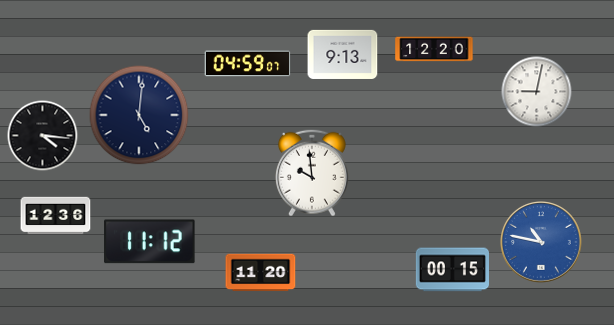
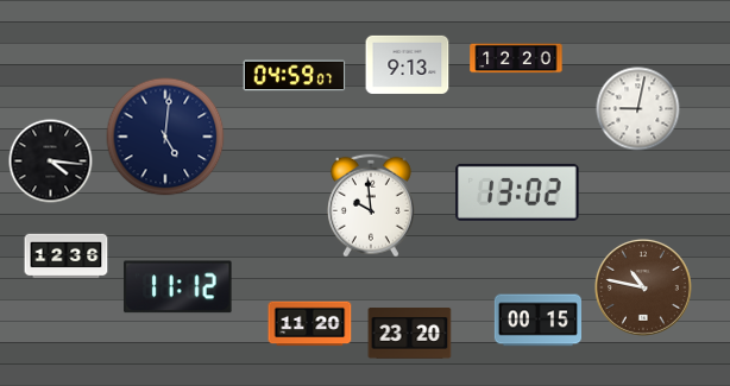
clock at (517, 192): none -> 13:02
clock at (542, 243) dial: blue -> brown
clock at (410, 334): none -> 23:20
